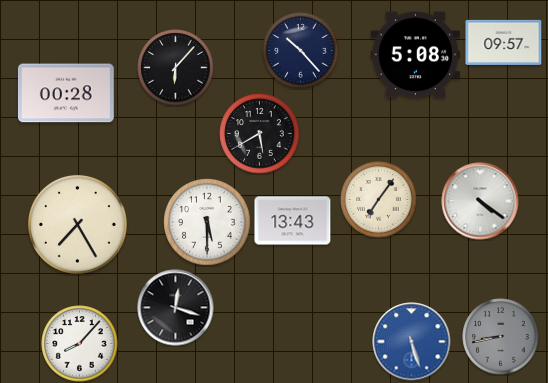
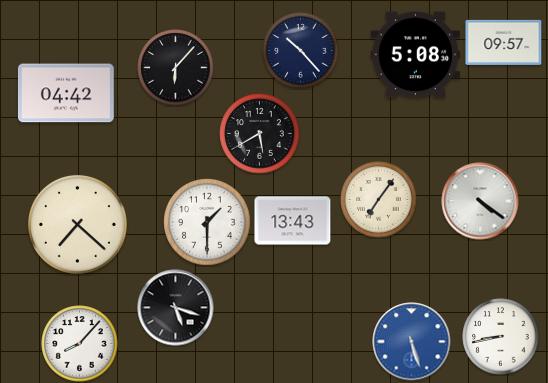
clock at (66, 93): 00:28 -> 04:42
clock at (207, 222): 5:30 -> 1:30
clock at (77, 224): 7:25 -> 7:22
clock at (176, 308): 12:18 -> 5:18
clock at (501, 337) dial: grey -> white
